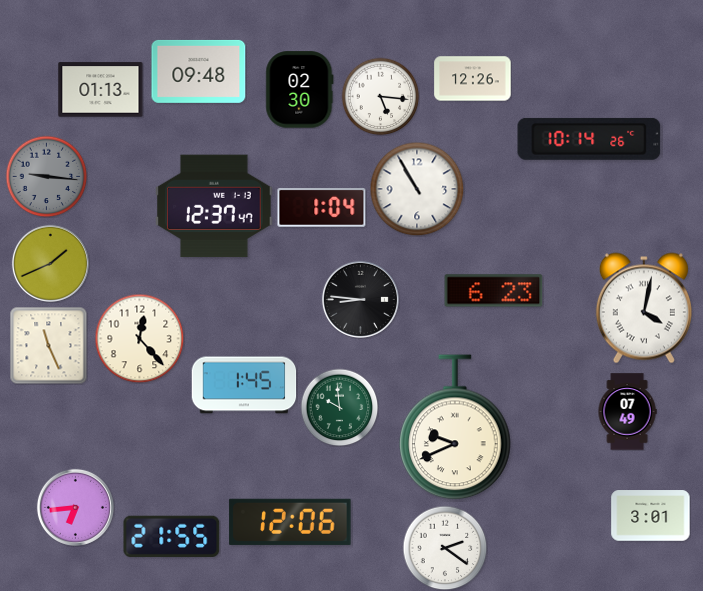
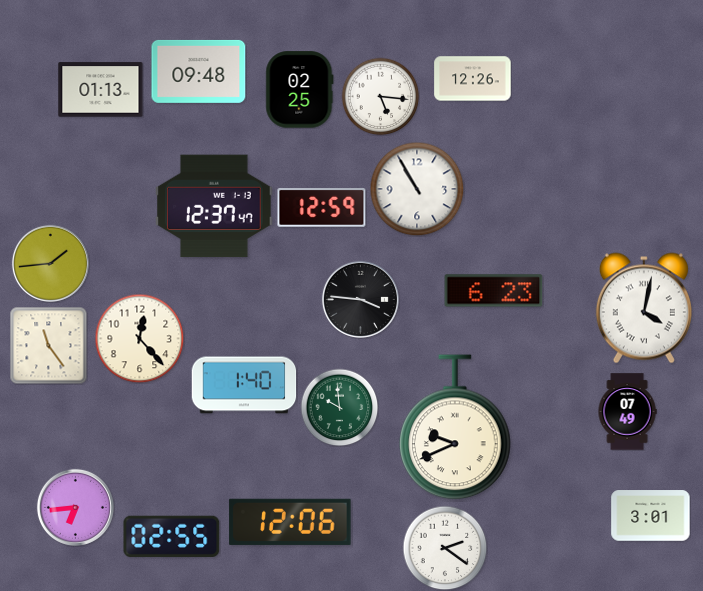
clock at (300, 90): 02:30 -> 02:25
clock at (589, 139): 10:14 -> none
clock at (46, 176): 9:16 -> none
clock at (322, 208): 1:04 -> 12:59
clock at (50, 263): 1:41 -> 1:44
clock at (360, 299): 8:46 -> 3:46
clock at (48, 345): 11:26 -> 11:24
clock at (244, 385): 1:45 -> 1:40
clock at (172, 536): 21:55 -> 02:55
